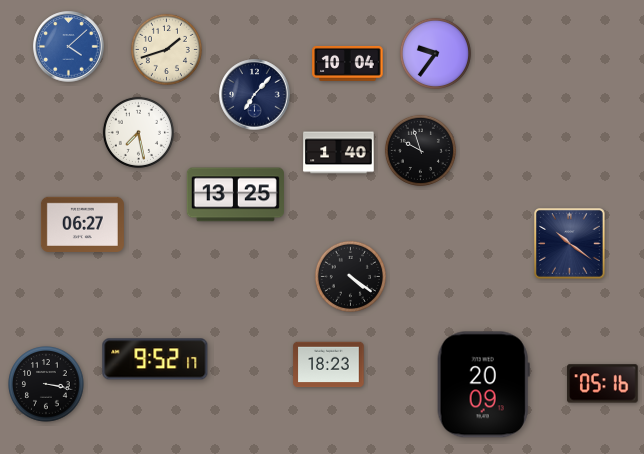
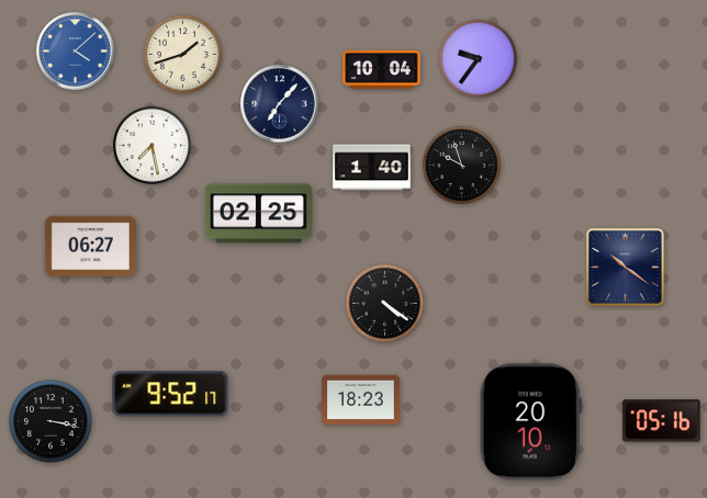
clock at (235, 195): 13:25 -> 02:25
clock at (483, 385): 20:09 -> 20:10
